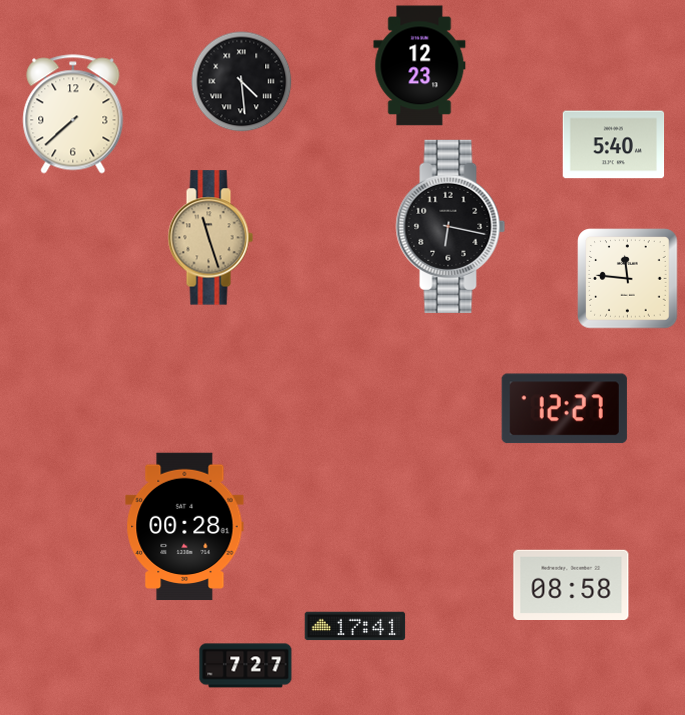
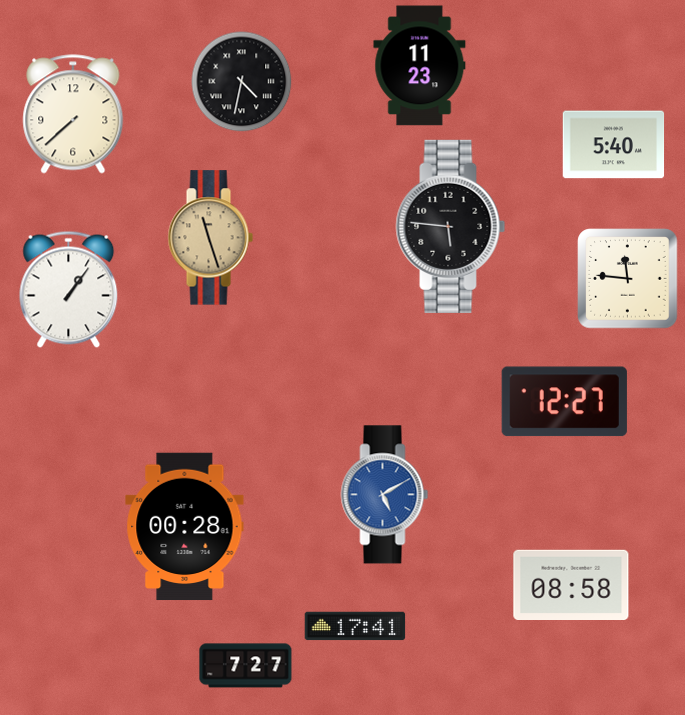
clock at (420, 66): 12:23 -> 11:23
clock at (242, 82): 4:29 -> 4:32
clock at (451, 226): 6:17 -> 5:46
clock at (69, 289): none -> 1:06
clock at (564, 409) position: (564, 409) -> (564, 402)
clock at (385, 495): none -> 5:10
